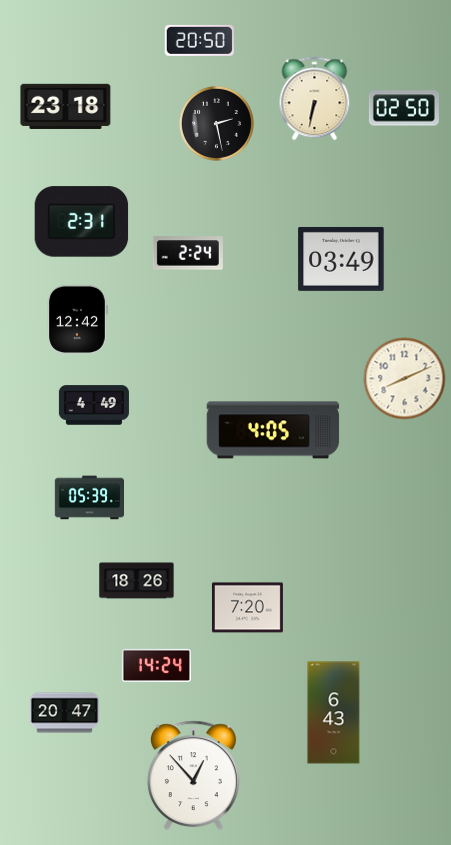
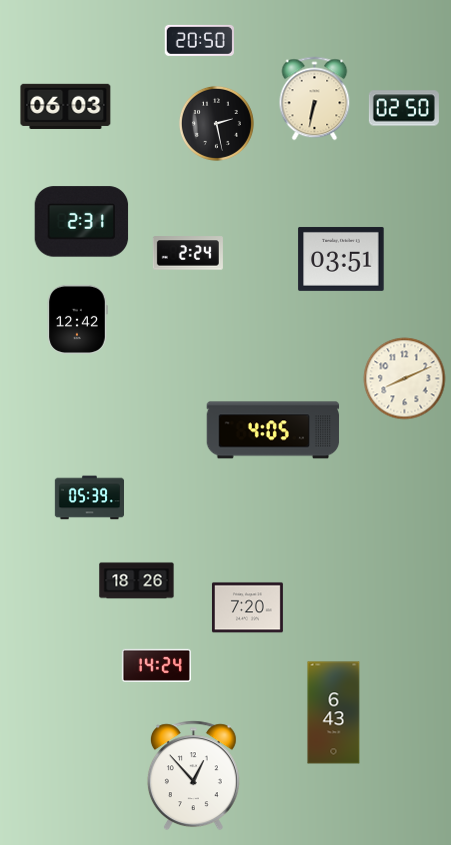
clock at (66, 106): 23:18 -> 06:03
clock at (341, 259): 03:49 -> 03:51
clock at (94, 405): 4:49 -> none
clock at (65, 713): 20:47 -> none
